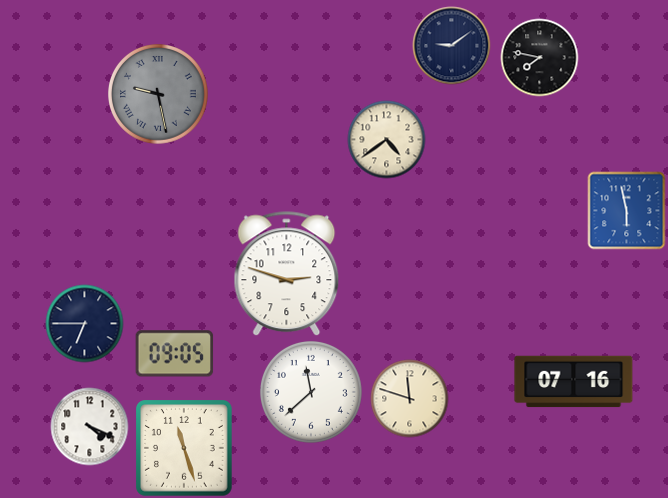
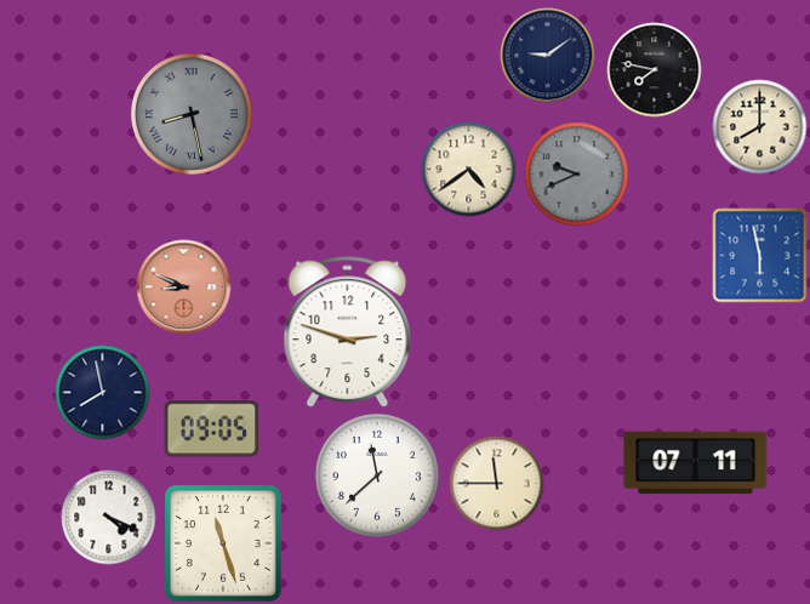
clock at (159, 95): 9:28 -> 8:28
clock at (759, 126): none -> 8:00
clock at (576, 173): none -> 9:41
clock at (183, 286): none -> 8:49
clock at (84, 323): 6:45 -> 7:58
clock at (574, 382): 07:16 -> 07:11
clock at (409, 398): 11:48 -> 11:45
